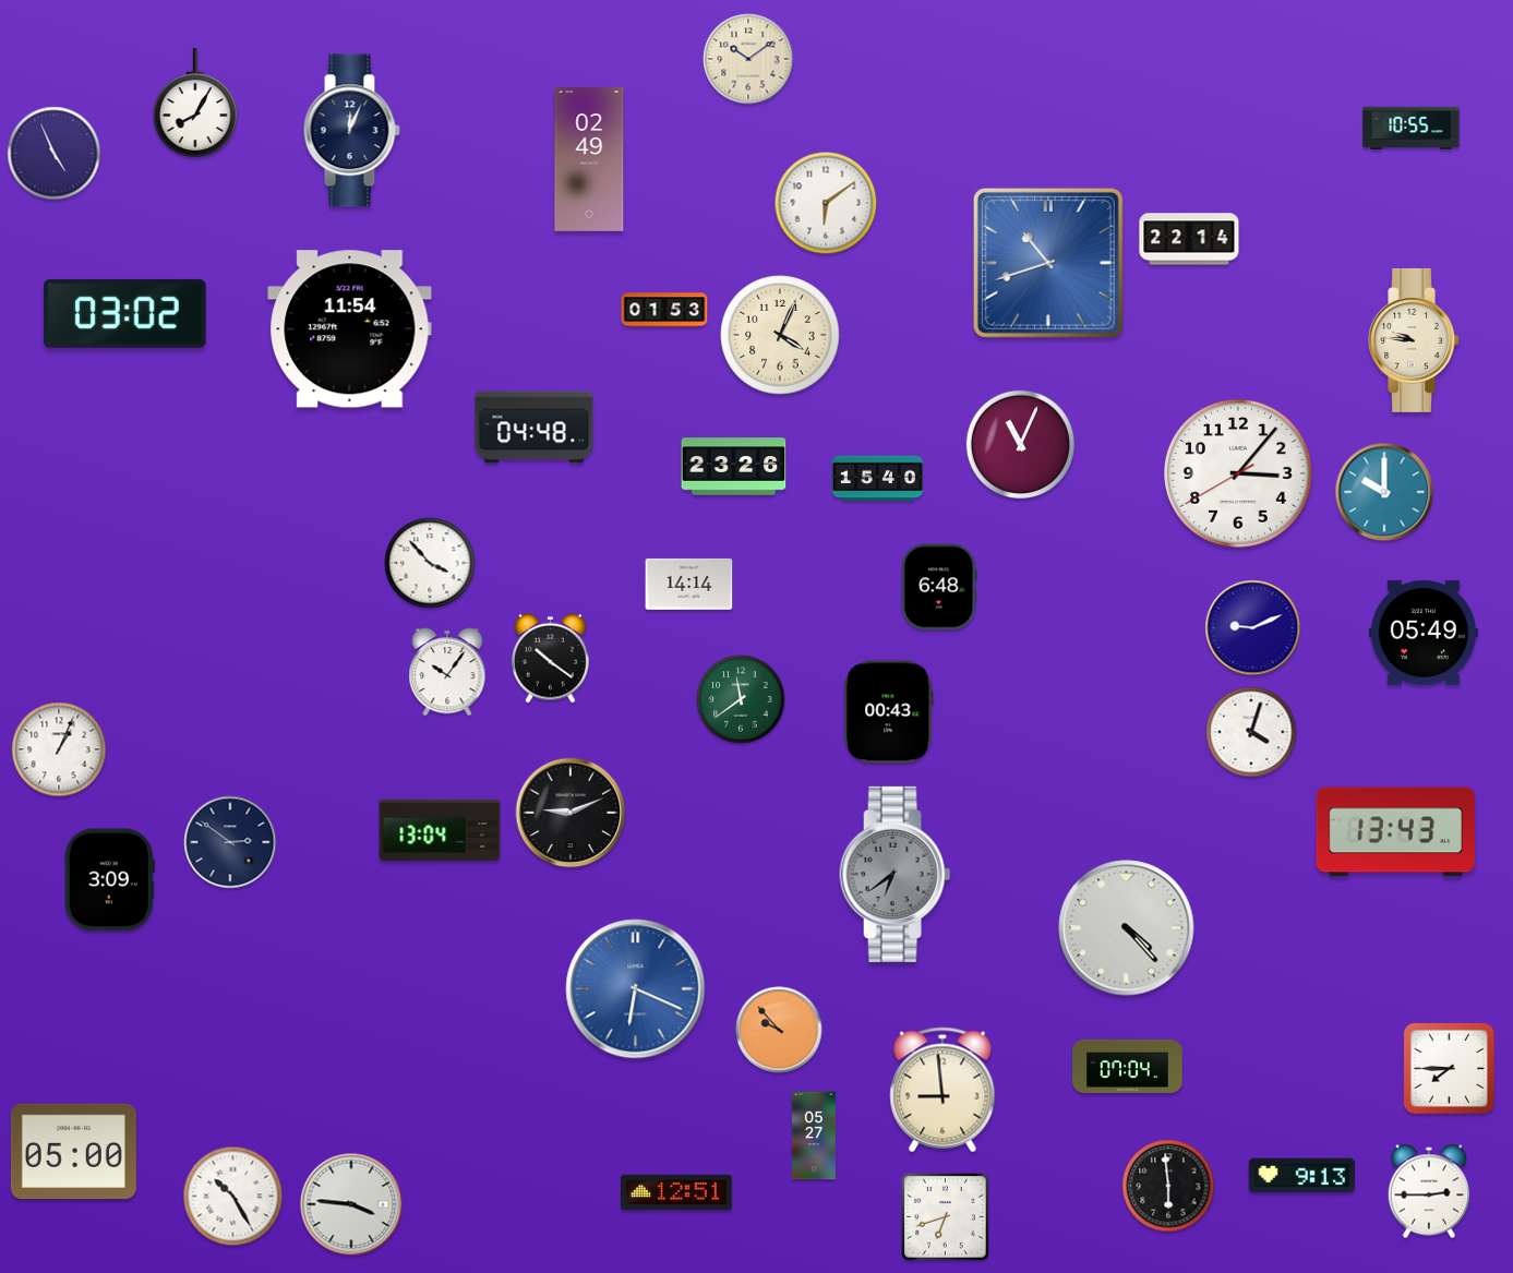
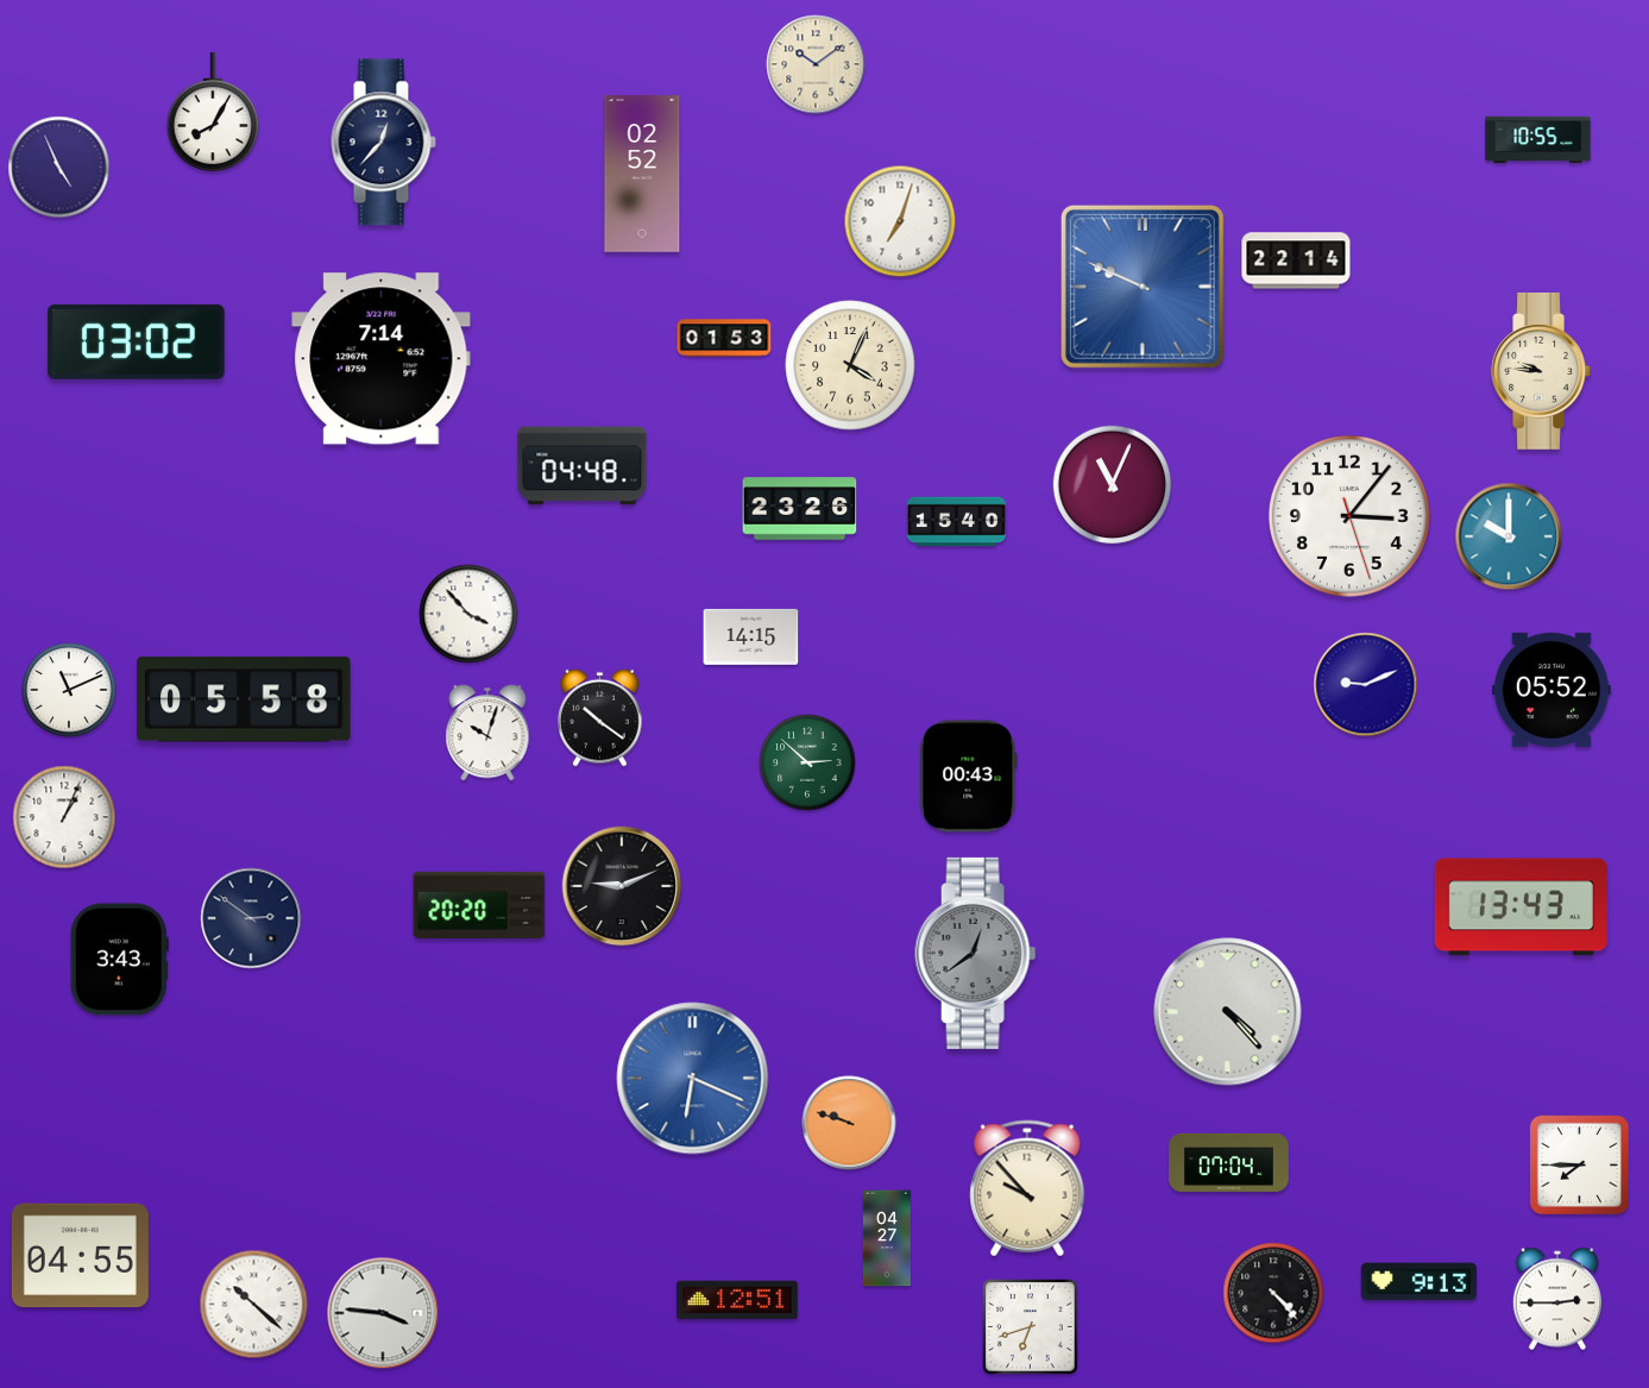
clock at (351, 131): 12:04 -> 12:37
clock at (589, 160): 02:49 -> 02:52
clock at (826, 203): 6:09 -> 7:03
clock at (1048, 263): 10:42 -> 9:49
clock at (350, 329): 11:54 -> 7:14
clock at (1238, 473): 3:06:40 -> 3:06:27
clock at (689, 584): 14:14 -> 14:15
clock at (939, 587): 6:48 -> none
clock at (69, 690): none -> 11:11
clock at (1424, 633): 05:49 -> 05:52
clock at (244, 699): none -> 05:58
clock at (447, 672): 10:06 -> 10:03
clock at (741, 699): 11:39 -> 2:52
clock at (1251, 732): 4:03 -> none
clock at (440, 830): 13:04 -> 20:20
clock at (896, 874): 6:39 -> 12:39
clock at (109, 880): 3:09 -> 3:43
clock at (779, 1030): 9:53 -> 9:48
clock at (942, 1090): 8:59 -> 9:53
clock at (814, 1136): 05:27 -> 04:27
clock at (73, 1152): 05:00 -> 04:55
clock at (1168, 1186): 5:59 -> 4:23
clock at (233, 1197): 10:25 -> 10:22
